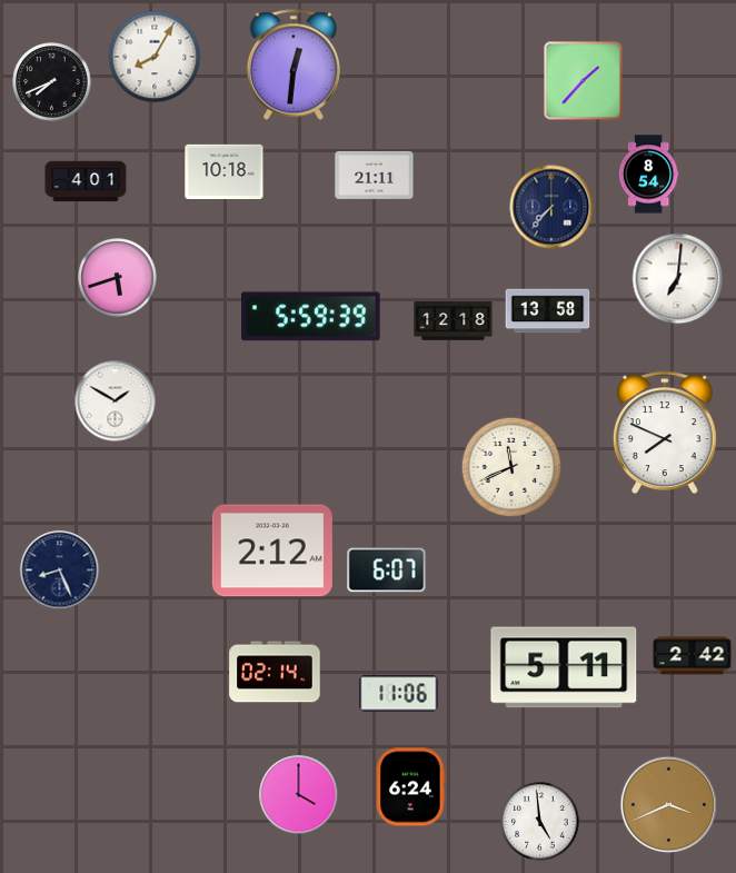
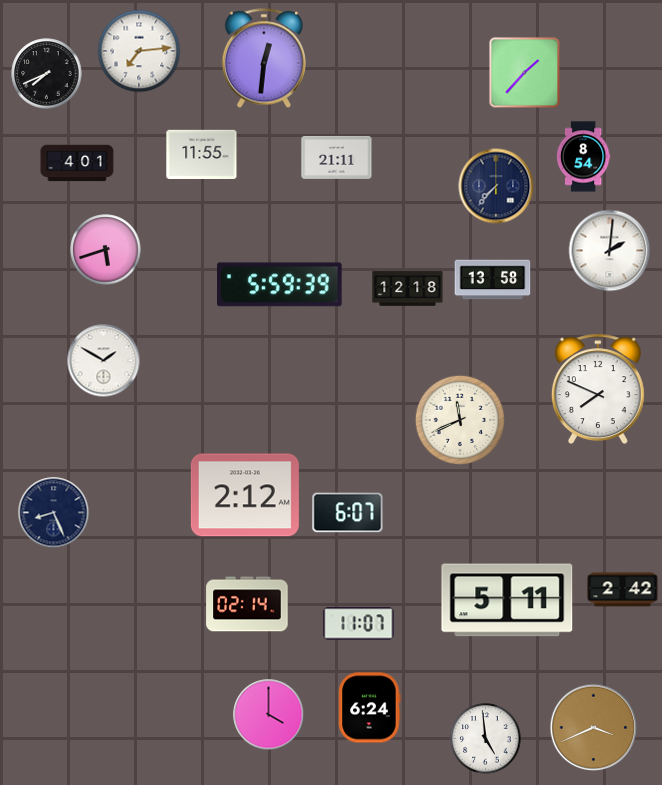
clock at (155, 57): 8:05 -> 7:14
clock at (225, 171): 10:18 -> 11:55
clock at (678, 279): 7:01 -> 2:01
clock at (399, 694): 11:06 -> 11:07
clock at (669, 805) position: (669, 805) -> (594, 728)
